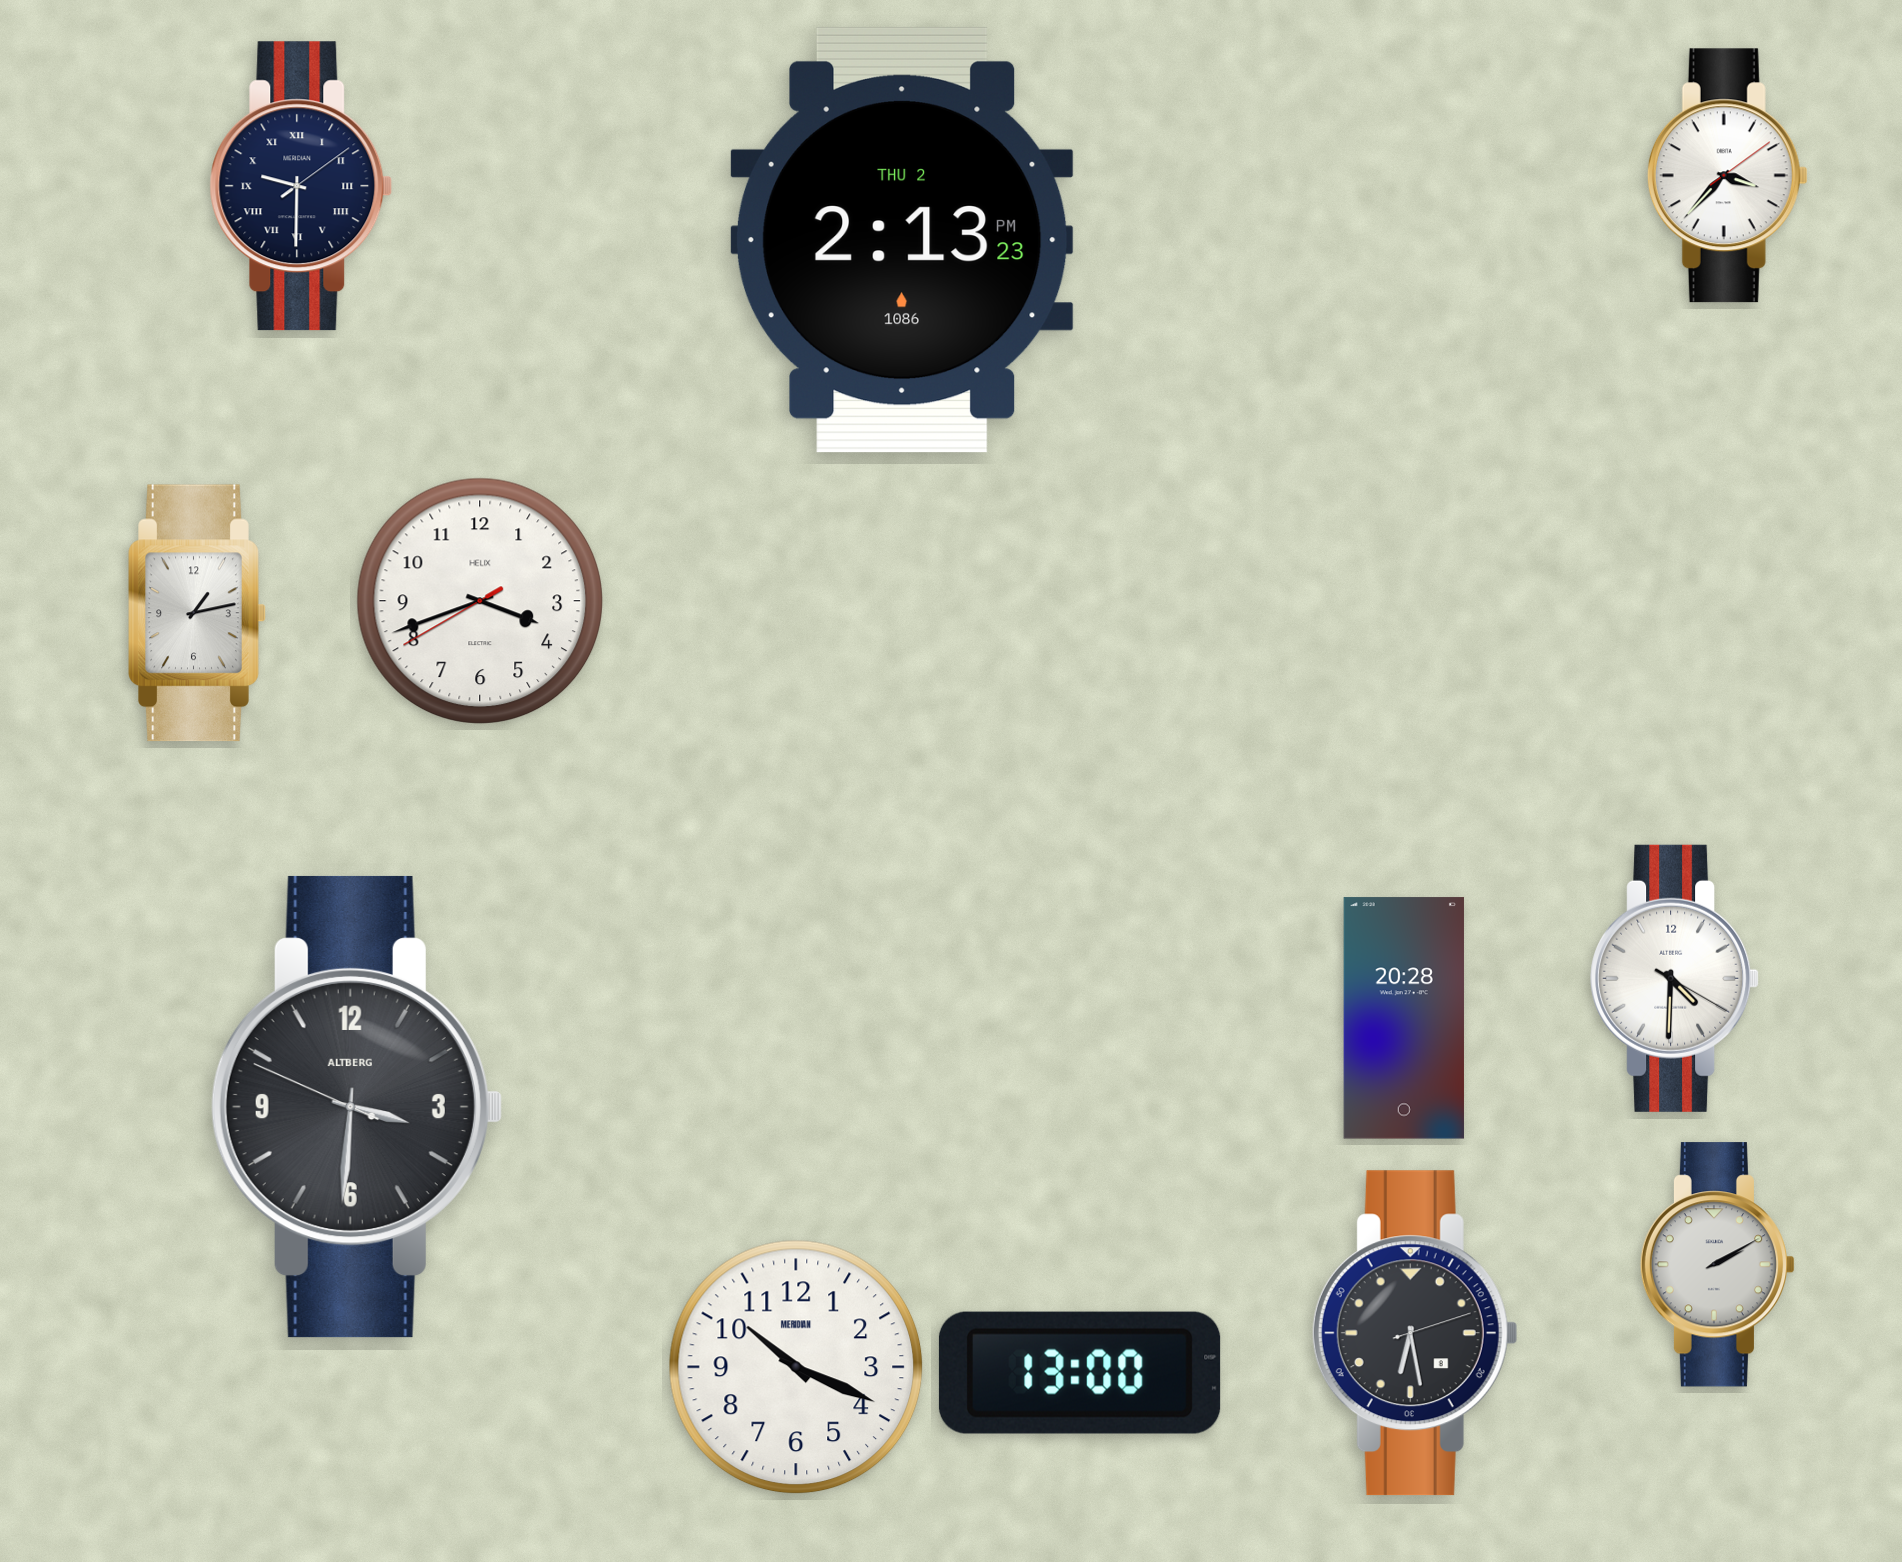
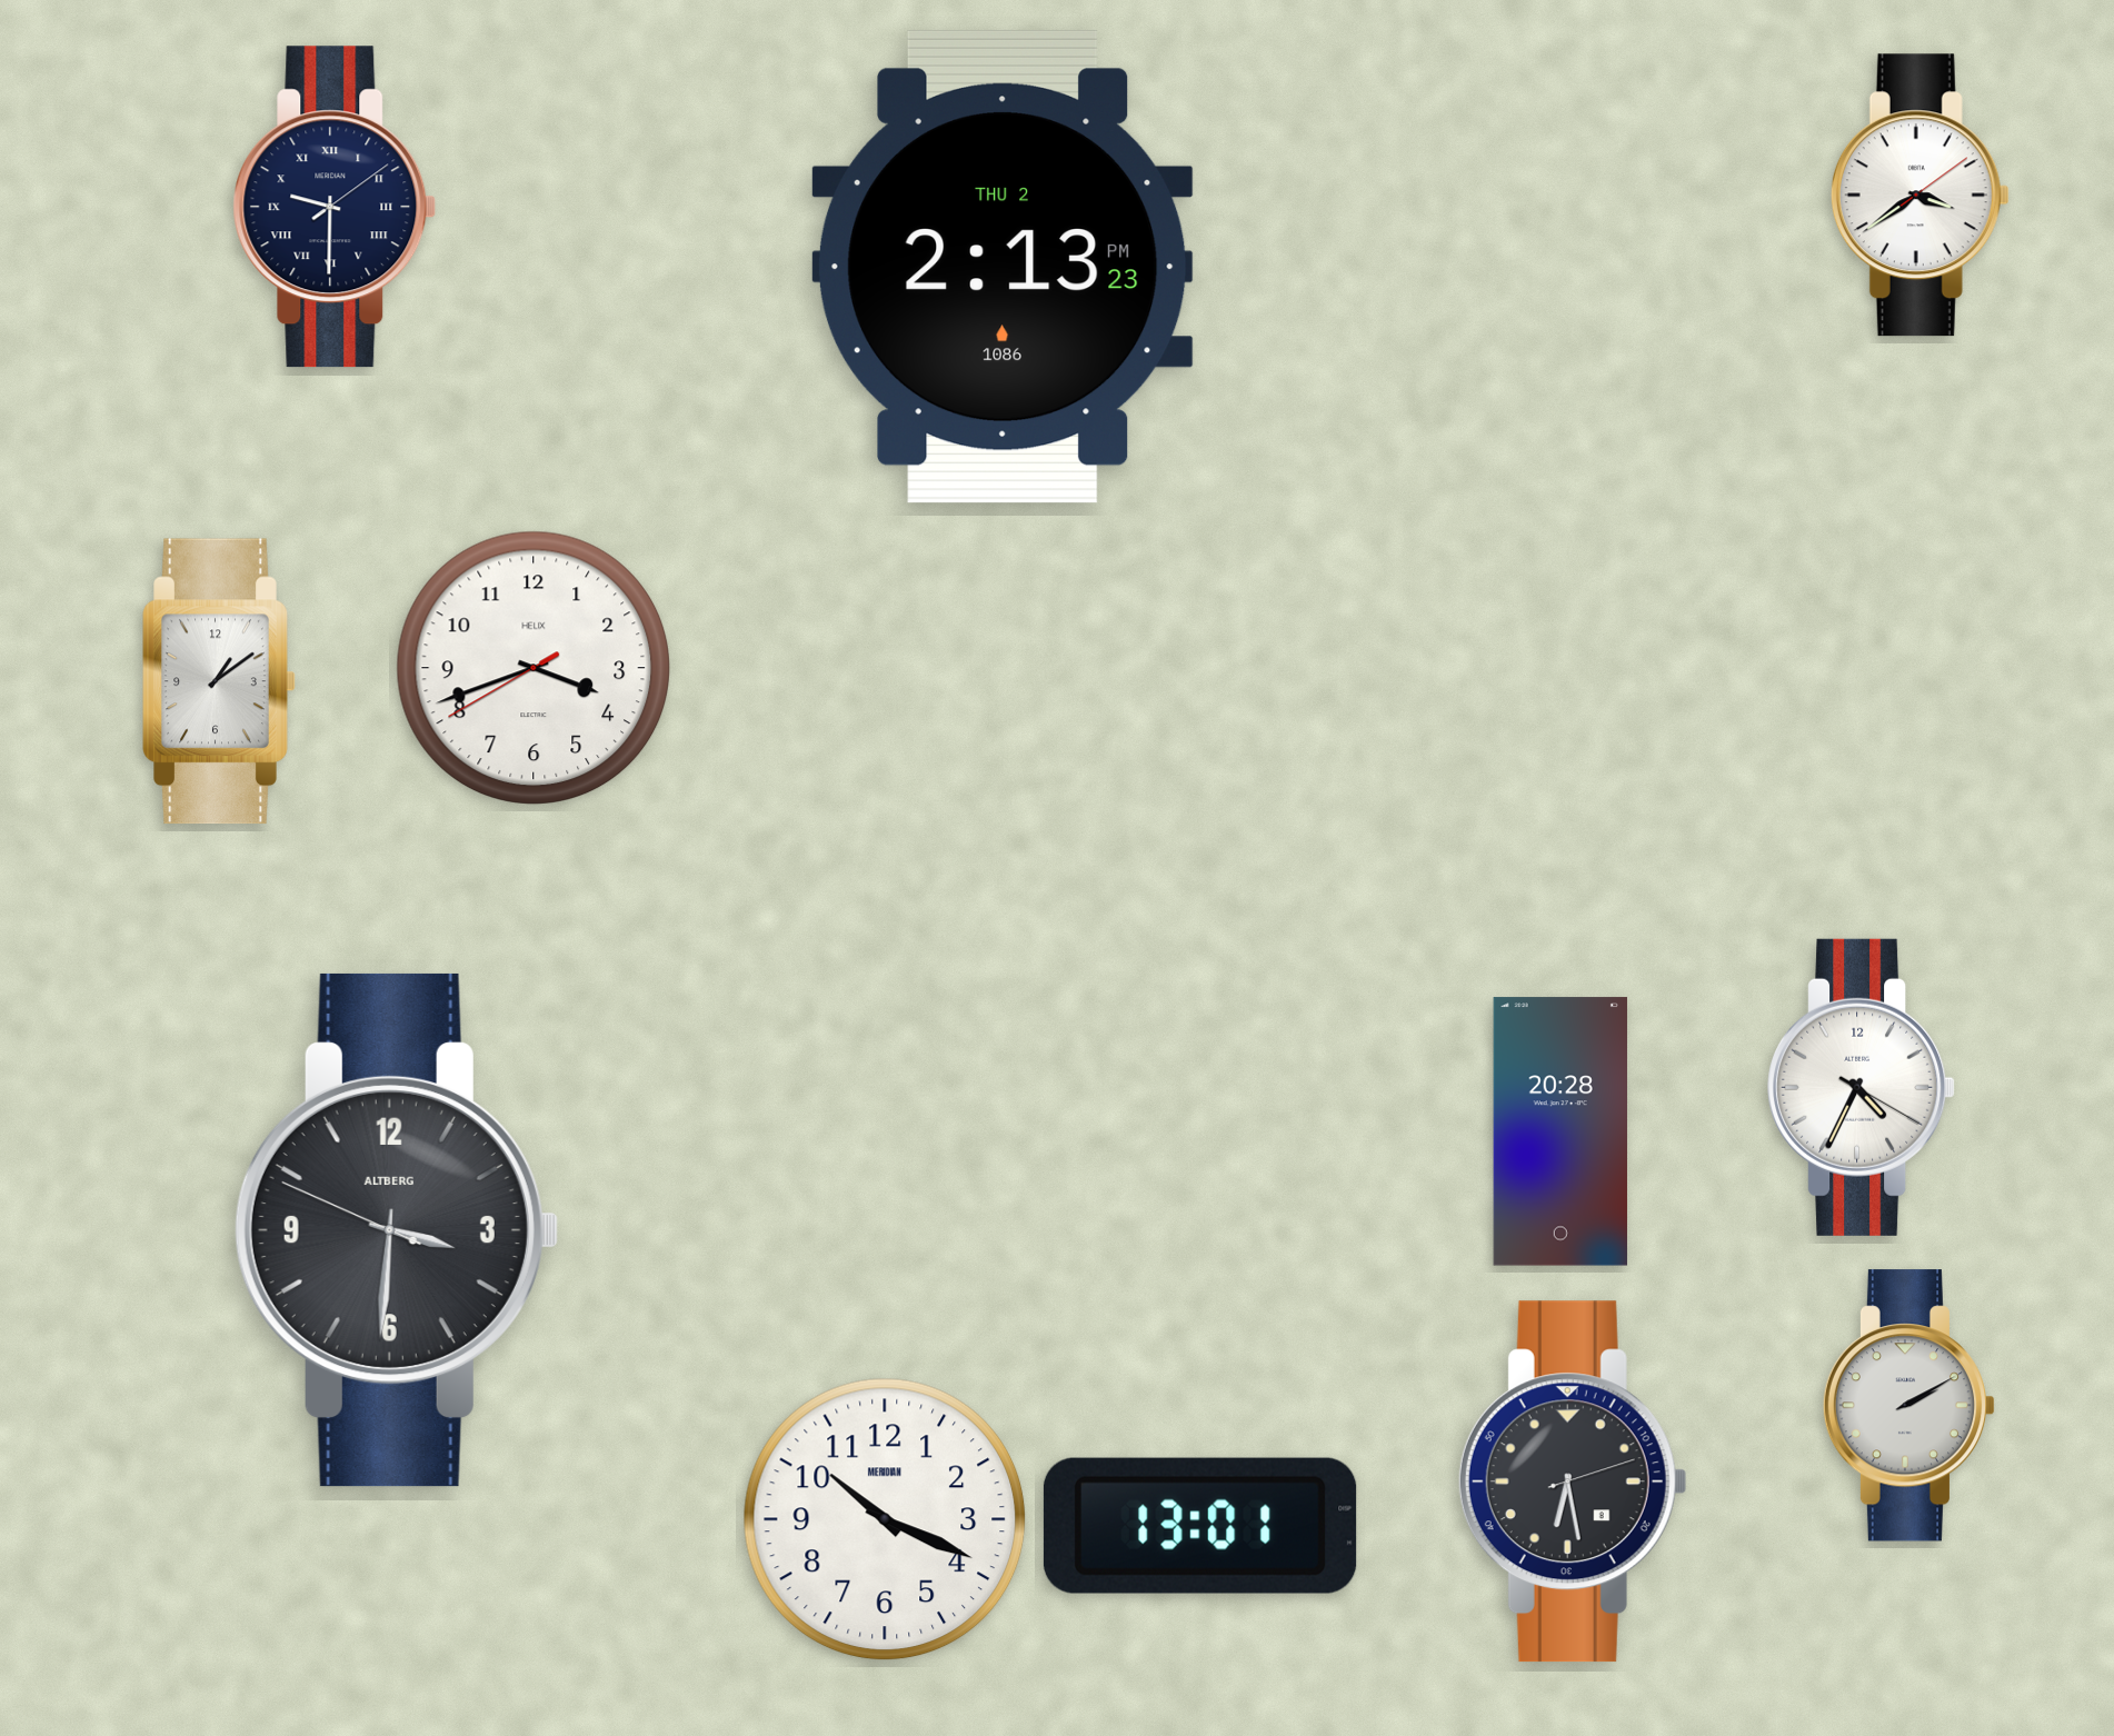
clock at (1727, 176): 3:37 -> 3:39
clock at (197, 613): 1:13 -> 1:09
clock at (1675, 978): 4:30 -> 4:34
clock at (1080, 1373): 13:00 -> 13:01
